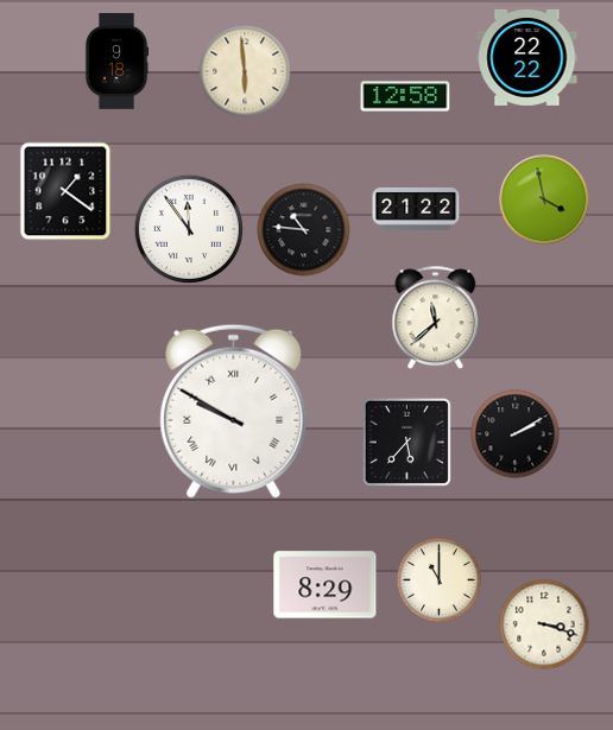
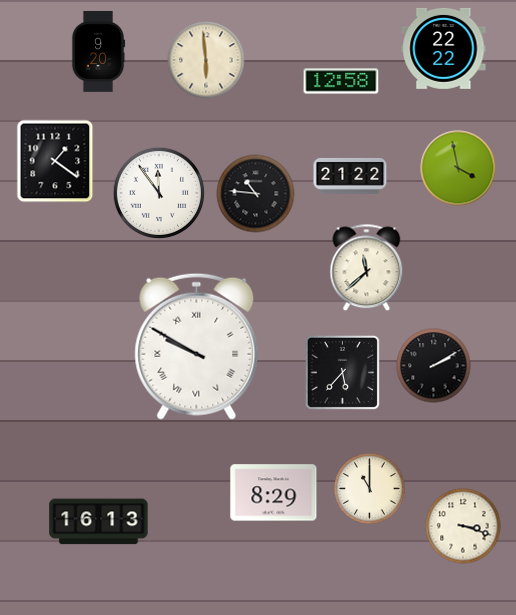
clock at (116, 61): 9:18 -> 9:20
clock at (99, 522): none -> 16:13
clock at (544, 624) position: (544, 624) -> (463, 526)
